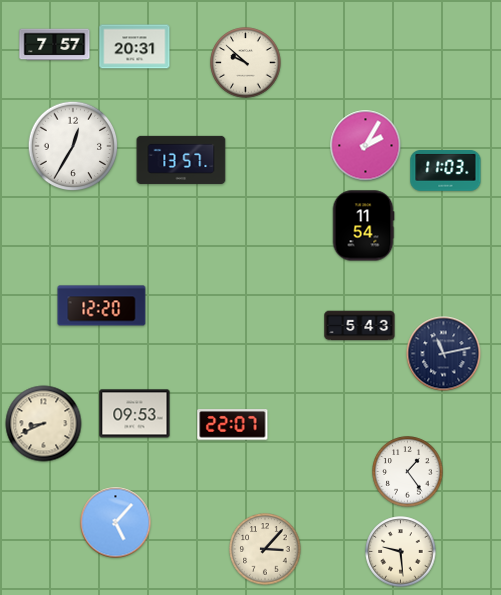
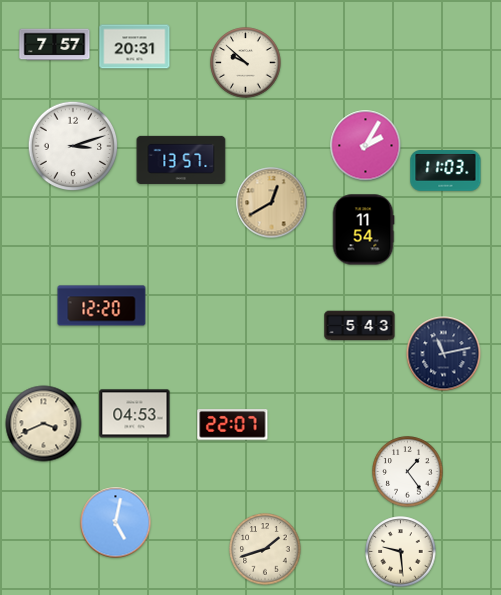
clock at (73, 146): 12:35 -> 3:12
clock at (272, 203): none -> 12:40
clock at (363, 226) position: (363, 226) -> (363, 230)
clock at (135, 414): 09:53 -> 04:53
clock at (44, 424): 8:41 -> 3:41
clock at (116, 523): 5:07 -> 5:02
clock at (265, 549): 3:07 -> 1:42
